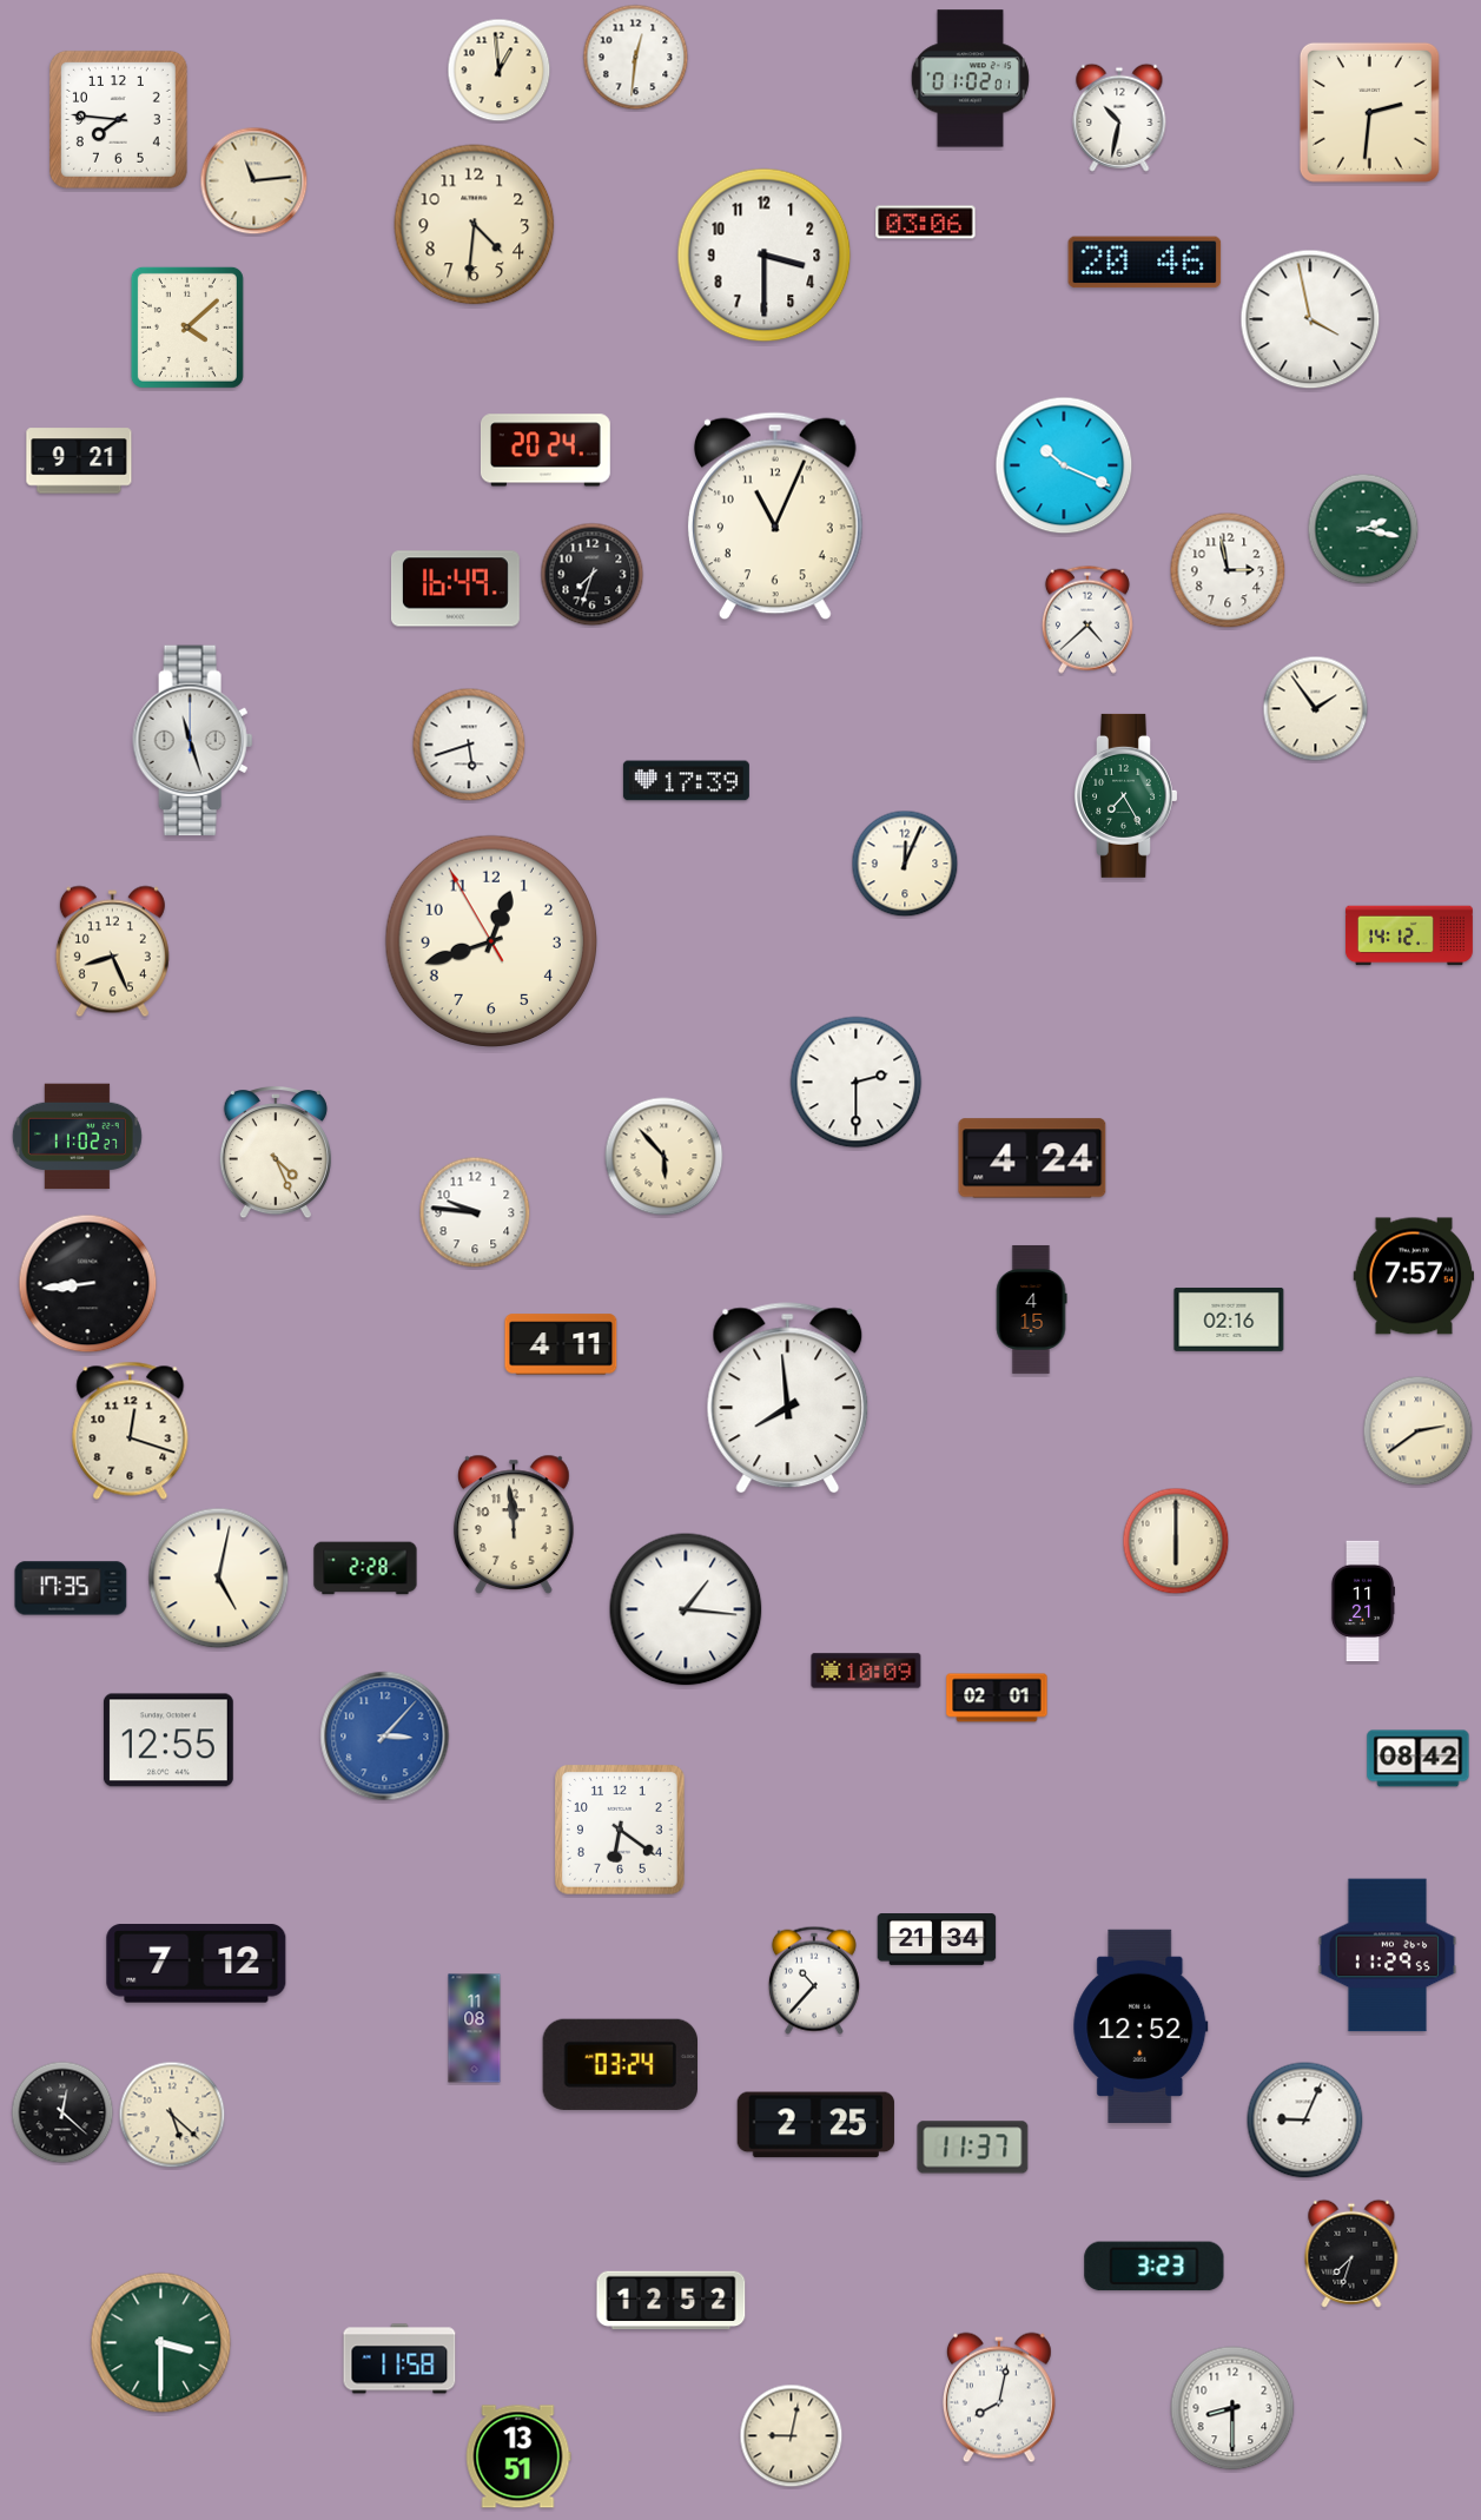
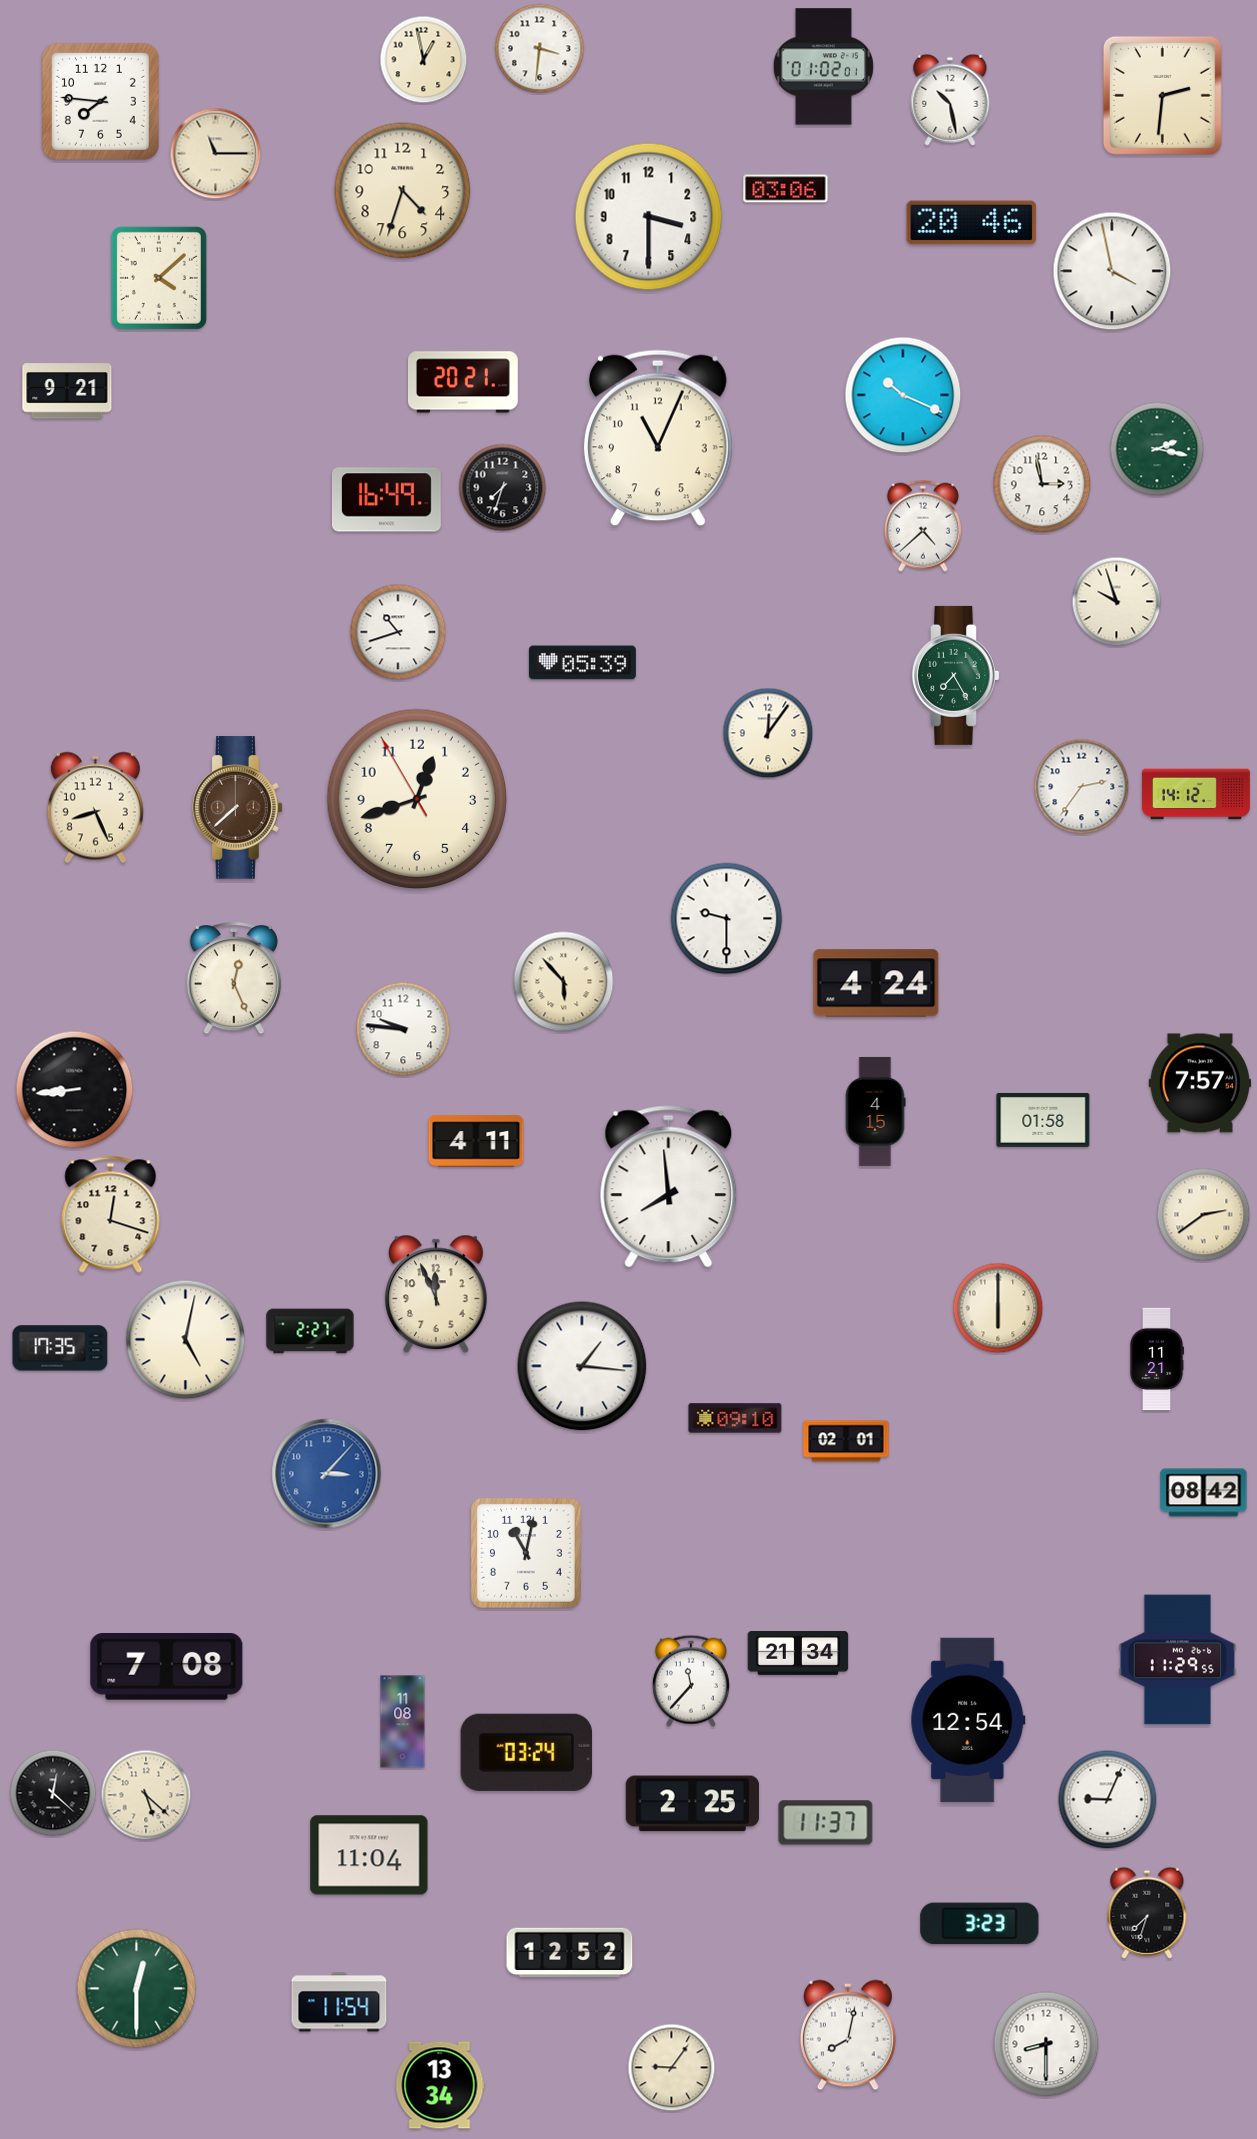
clock at (636, 58): 12:31 -> 3:31
clock at (500, 71): 12:59 -> 12:58
clock at (1119, 118): 10:32 -> 10:28
clock at (254, 181): 11:14 -> 11:15
clock at (475, 225): 4:31 -> 4:33
clock at (546, 450): 20:24 -> 20:21
clock at (1316, 709): 1:54 -> 9:57
clock at (193, 741): 11:27 -> none
clock at (469, 745): 5:42 -> 10:42
clock at (686, 781): 17:39 -> 05:39
clock at (905, 864): 12:04 -> 12:06
clock at (1082, 787): none -> 2:36
clock at (238, 808): none -> 7:38
clock at (857, 1083): 2:30 -> 9:30
clock at (77, 1137): 11:02 -> none
clock at (276, 1153): 4:26 -> 12:26
clock at (1229, 1319): 02:16 -> 01:58
clock at (514, 1524): 11:59 -> 11:56
clock at (365, 1568): 2:28 -> 2:27
clock at (866, 1671): 10:09 -> 09:10
clock at (168, 1740): 12:55 -> none
clock at (621, 1831): 6:21 -> 11:02
clock at (937, 1940) position: (937, 1940) -> (798, 1654)
clock at (197, 1964): 7:12 -> 7:08
clock at (814, 1980): 10:37 -> 11:37
clock at (1140, 2026): 12:52 -> 12:54
clock at (369, 1855): none -> 11:04
clock at (161, 2343): 3:30 -> 12:30
clock at (399, 2359): 11:58 -> 11:54
clock at (792, 2436): 9:02 -> 9:06
clock at (518, 2456): 13:51 -> 13:34
